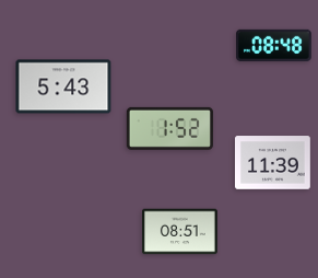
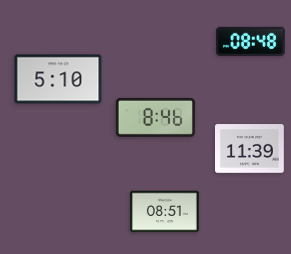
clock at (63, 86): 5:43 -> 5:10
clock at (169, 128): 1:52 -> 8:46
